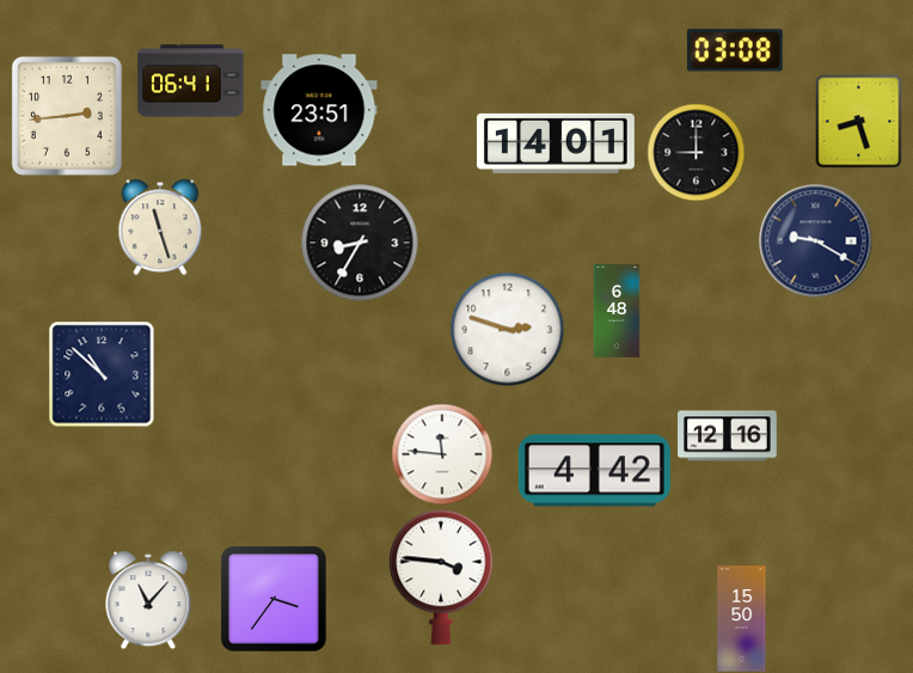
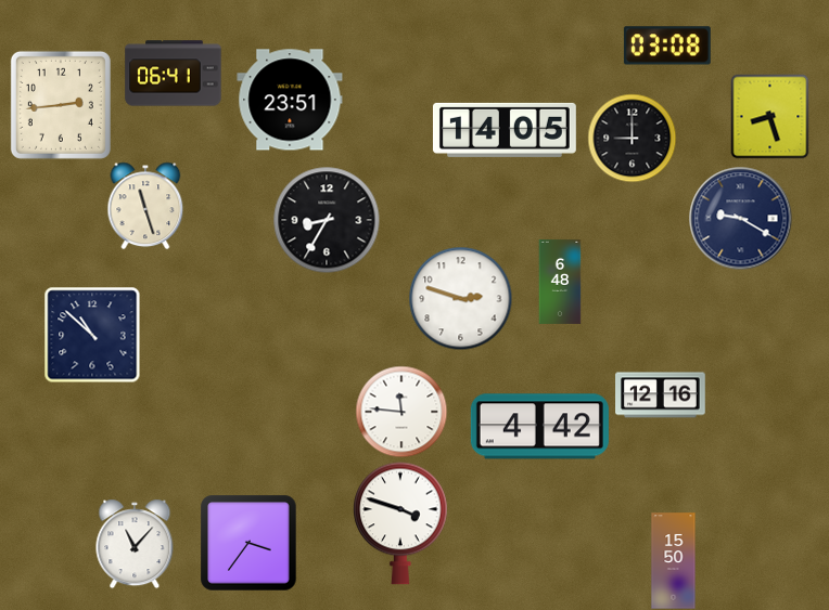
clock at (859, 121) position: (859, 121) -> (770, 116)
clock at (556, 143): 14:01 -> 14:05
clock at (102, 374) position: (102, 374) -> (92, 335)
clock at (441, 577): 3:46 -> 3:48
